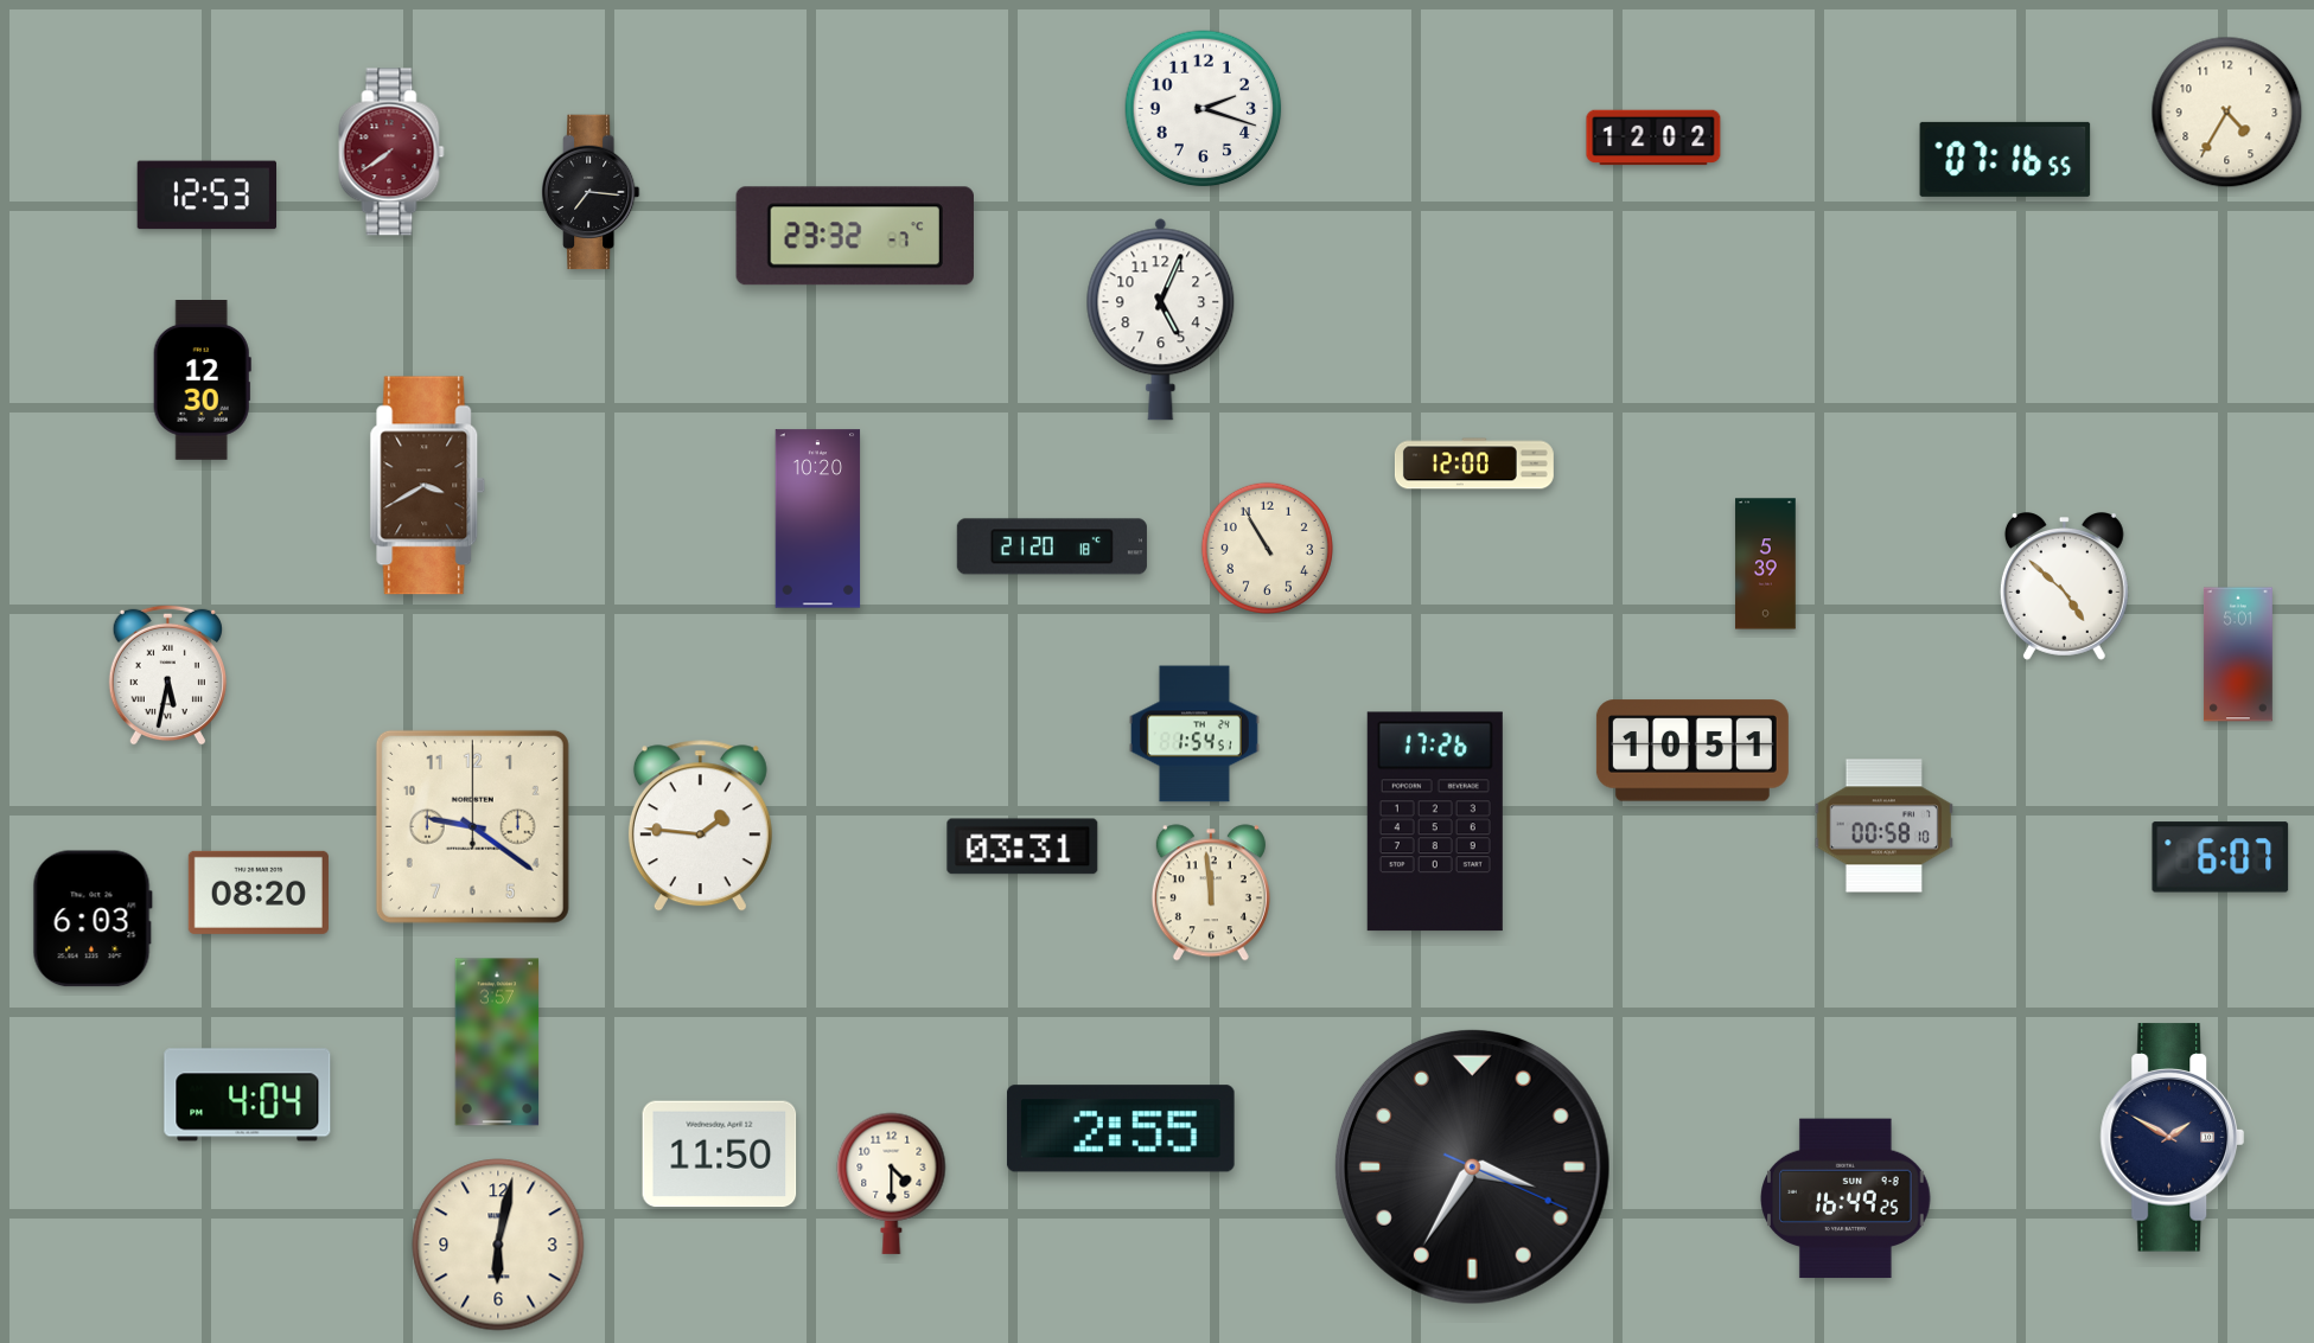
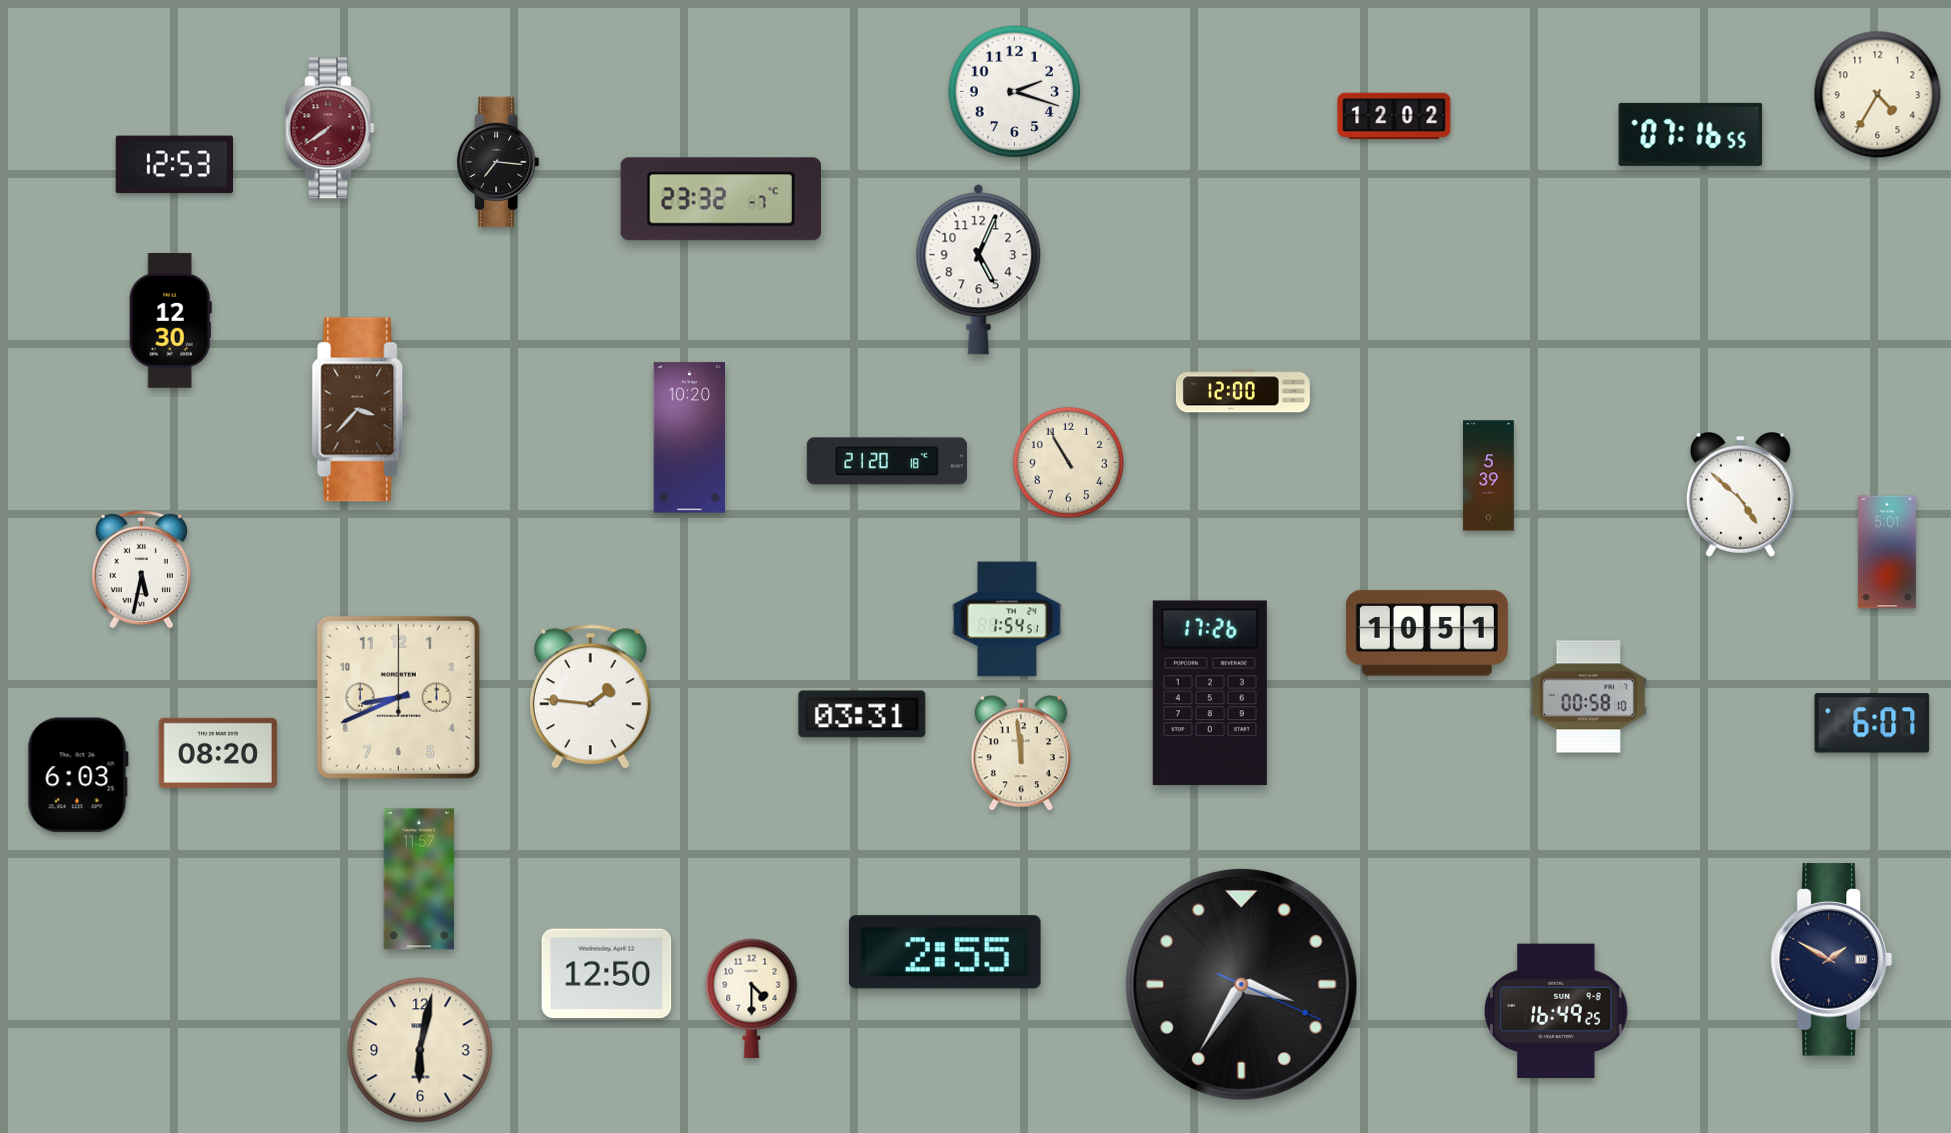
clock at (428, 486): 3:40 -> 3:37
clock at (472, 826): 9:21 -> 8:41
clock at (497, 1042): 3:57 -> 11:57
clock at (248, 1095): 4:04 -> none
clock at (720, 1155): 11:50 -> 12:50
